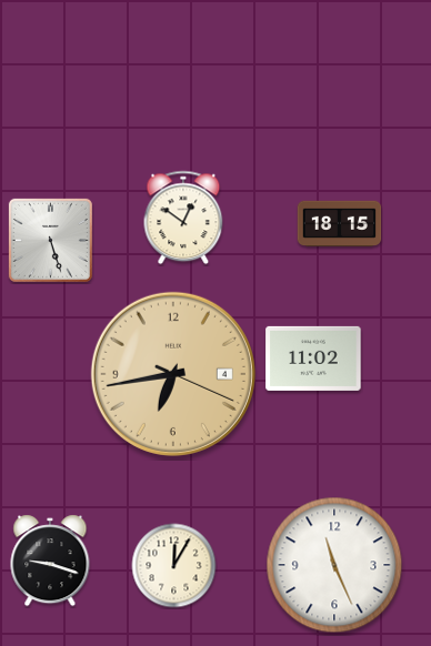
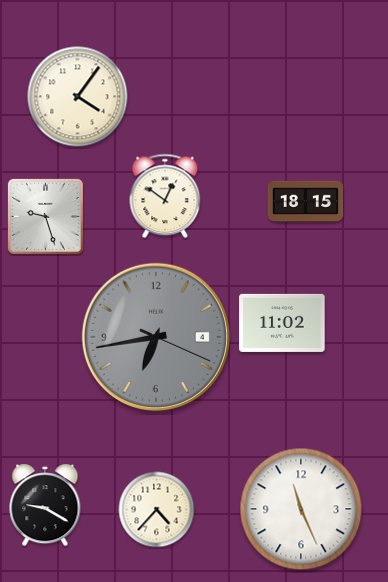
clock at (78, 97): none -> 4:06
clock at (50, 240): 5:27 -> 9:27
clock at (173, 374) dial: champagne -> grey
clock at (50, 561): 9:18 -> 9:20
clock at (174, 566): 12:05 -> 4:37
